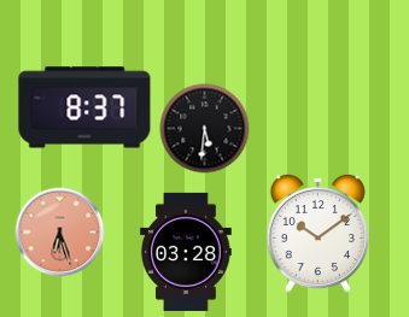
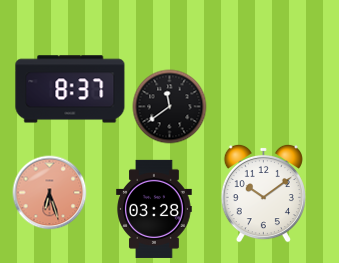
clock at (205, 129): 5:31 -> 11:39
